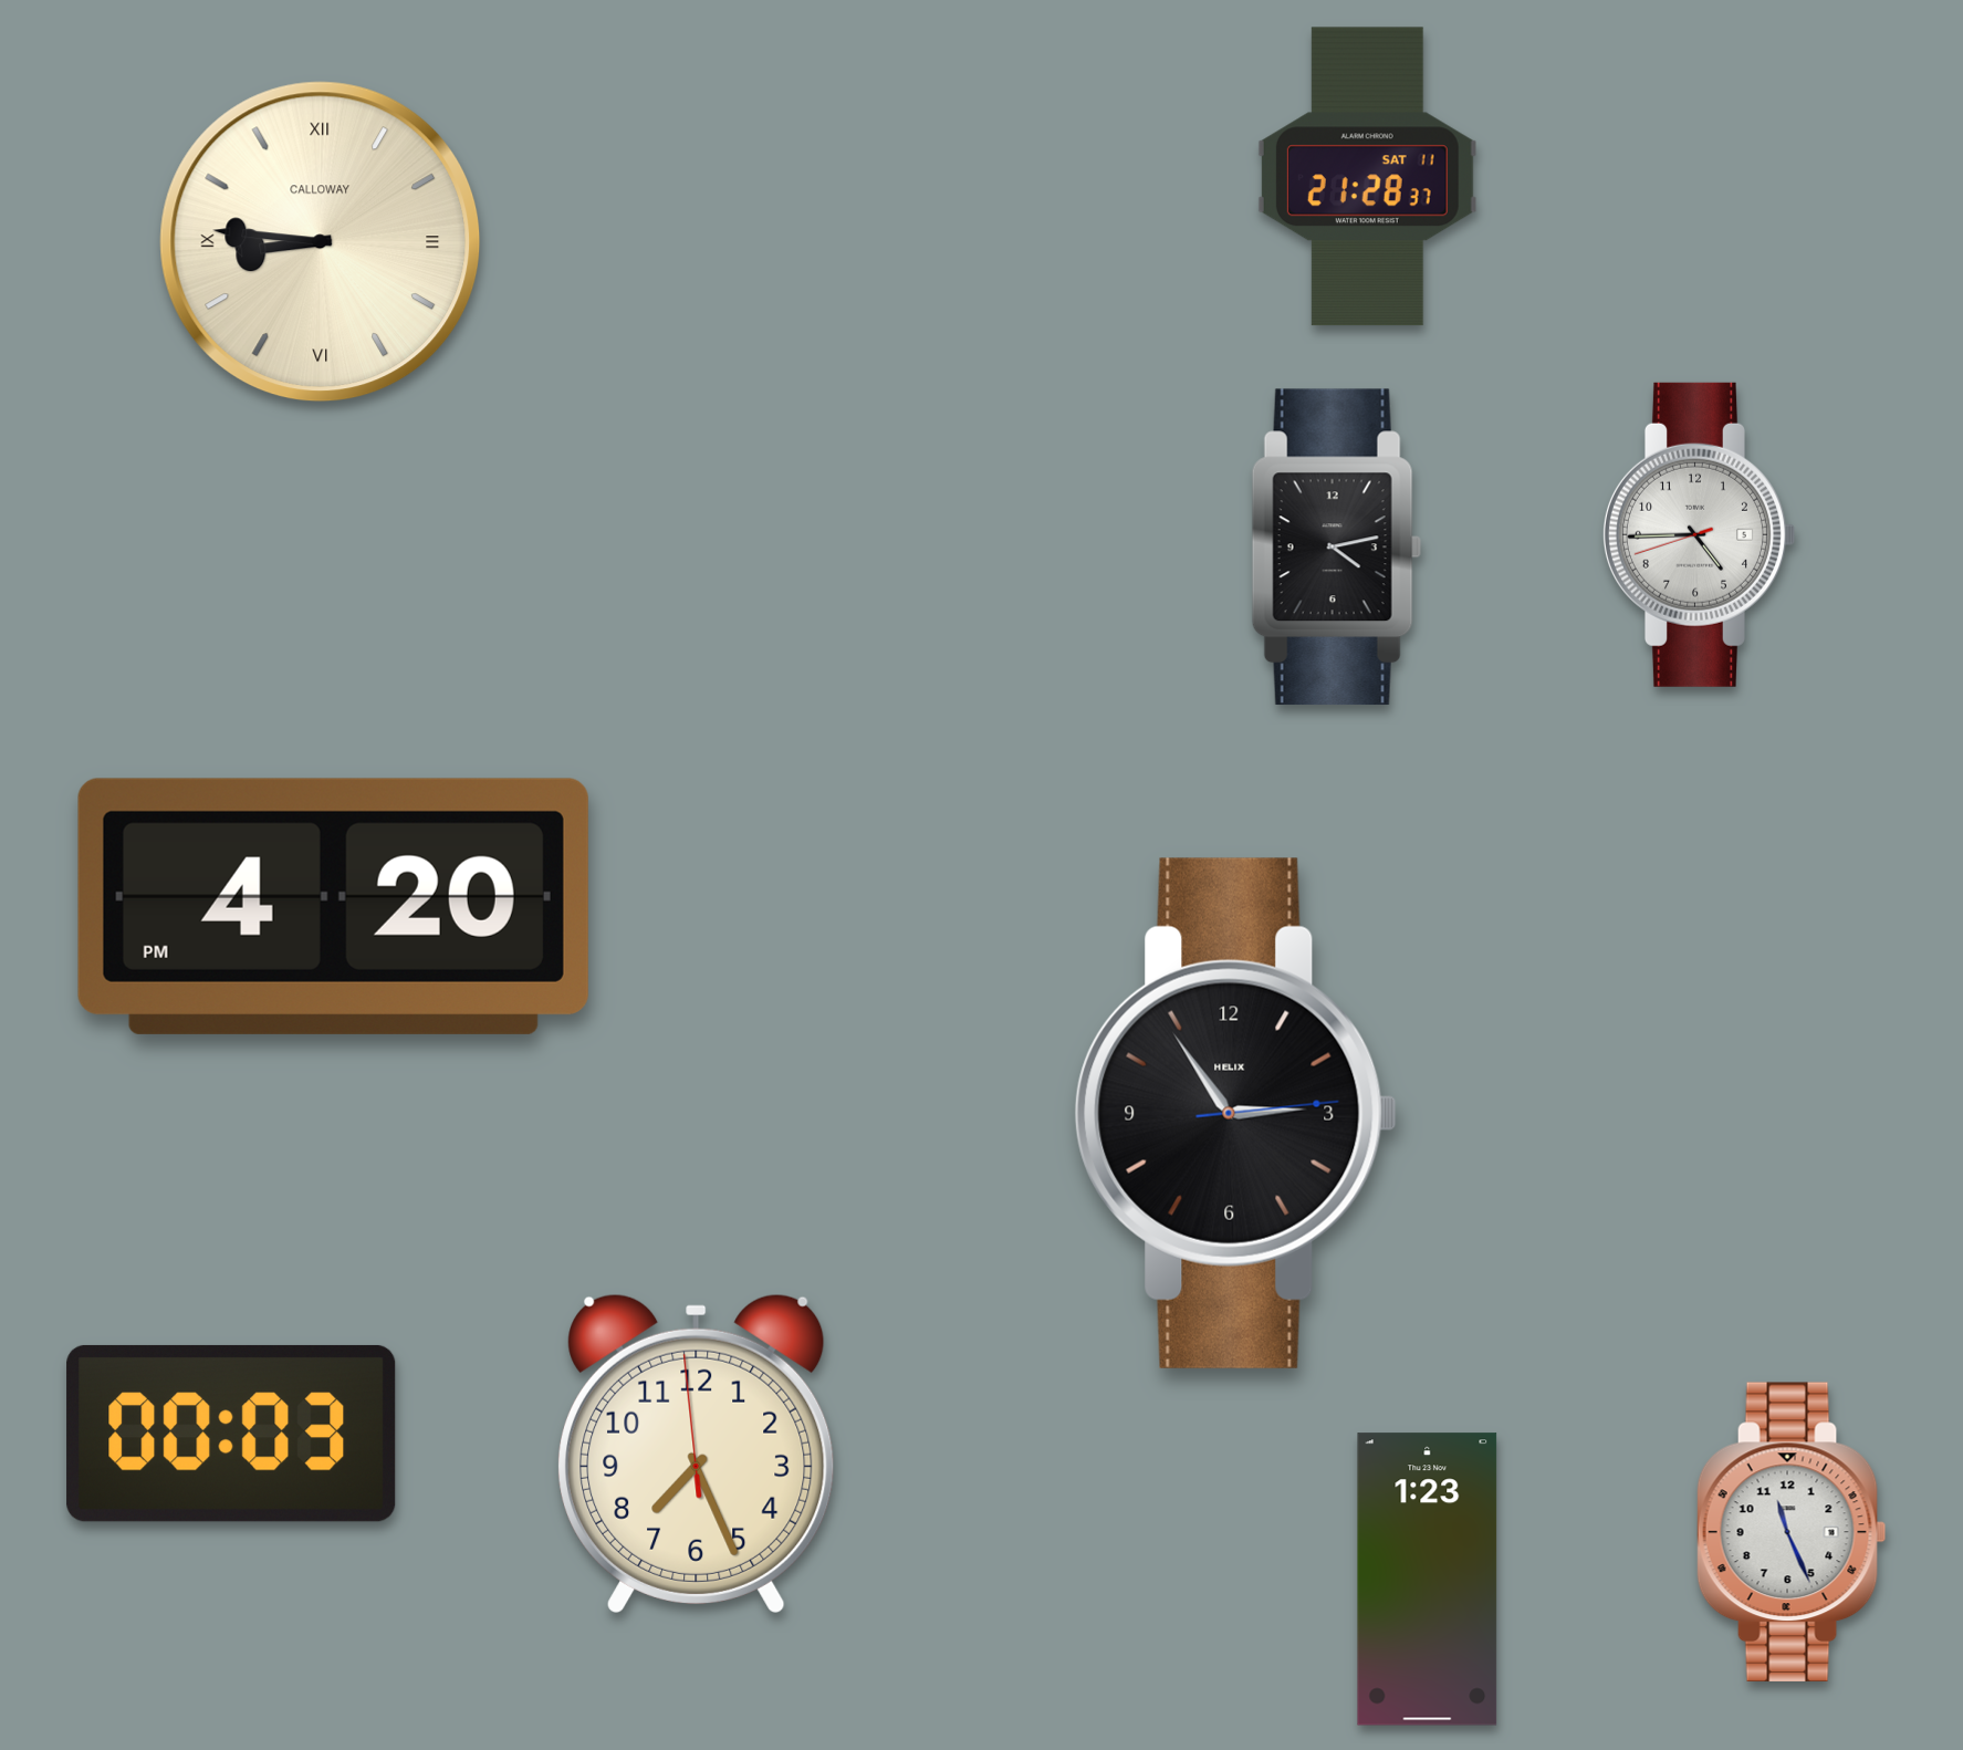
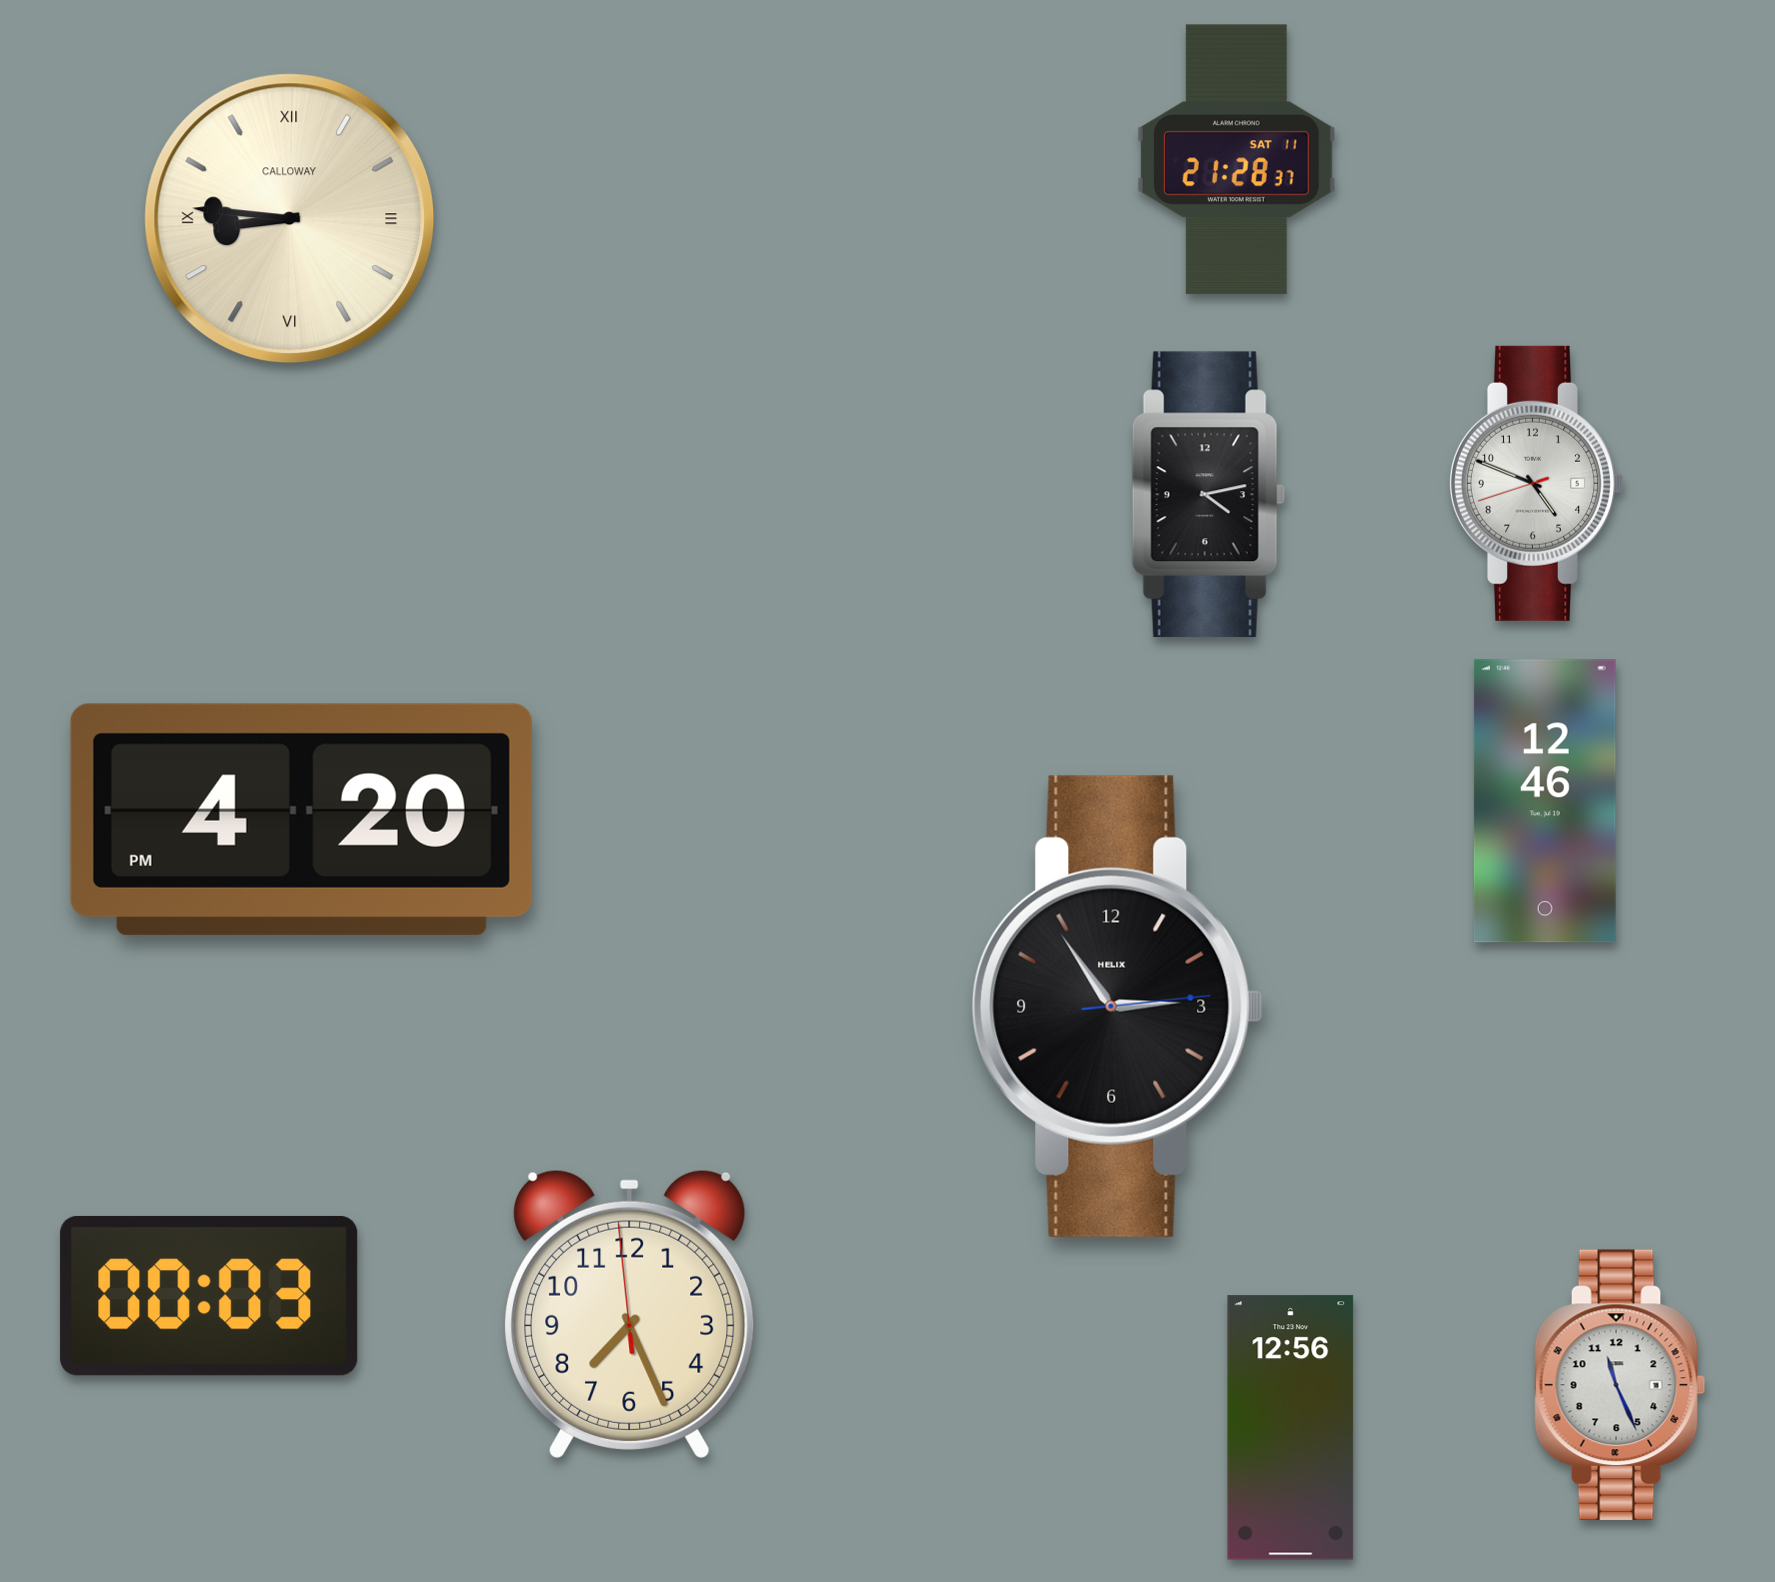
clock at (1699, 534): 4:44 -> 4:48
clock at (1545, 801): none -> 12:46
clock at (1428, 1580): 1:23 -> 12:56
